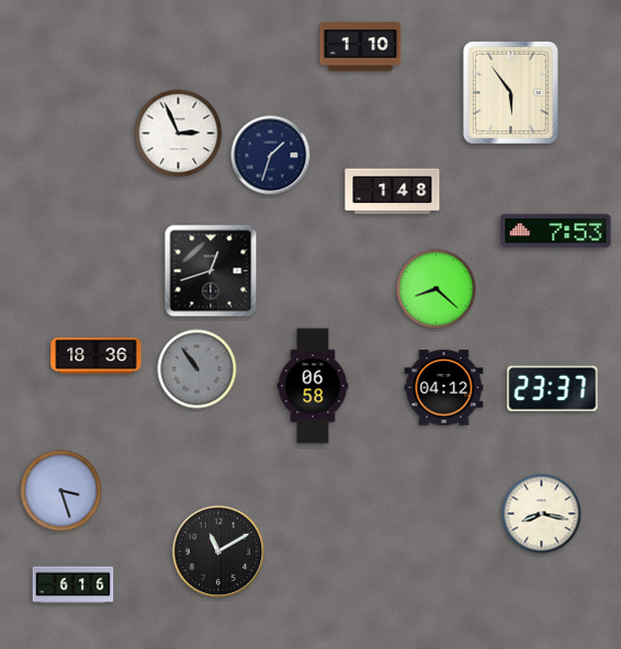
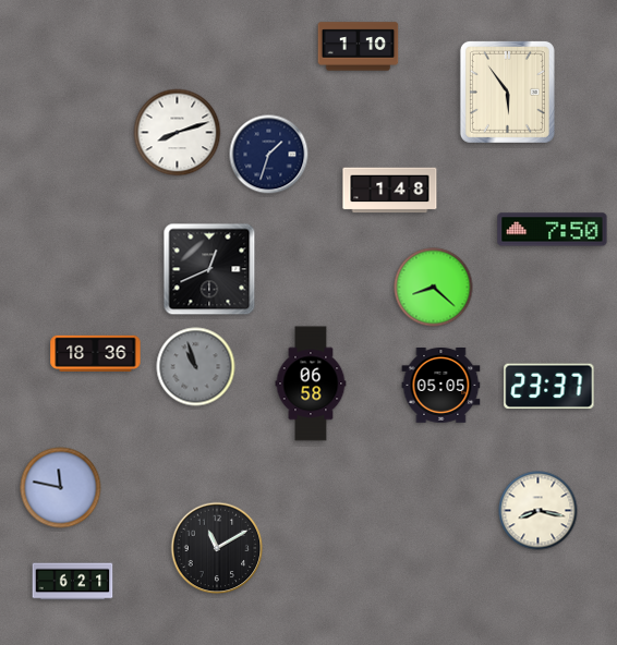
clock at (179, 134): 2:56 -> 8:12
clock at (556, 231): 7:53 -> 7:50
clock at (211, 271): 12:42 -> 12:41
clock at (197, 369): 10:54 -> 10:57
clock at (444, 388): 04:12 -> 05:05
clock at (61, 491): 3:27 -> 11:47
clock at (74, 585): 6:16 -> 6:21
